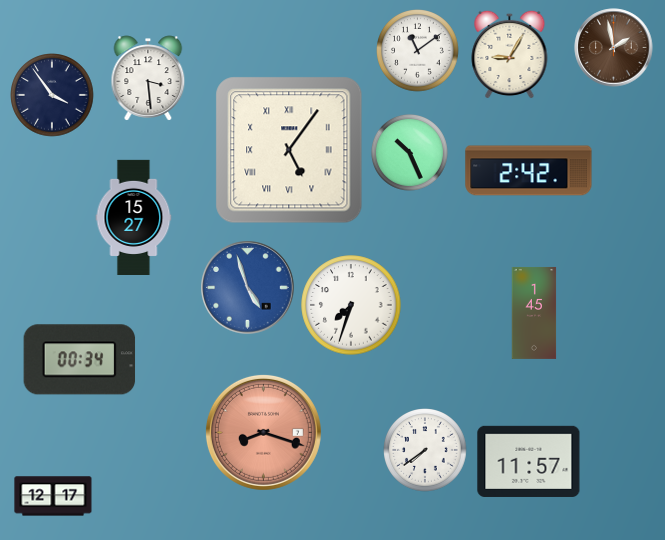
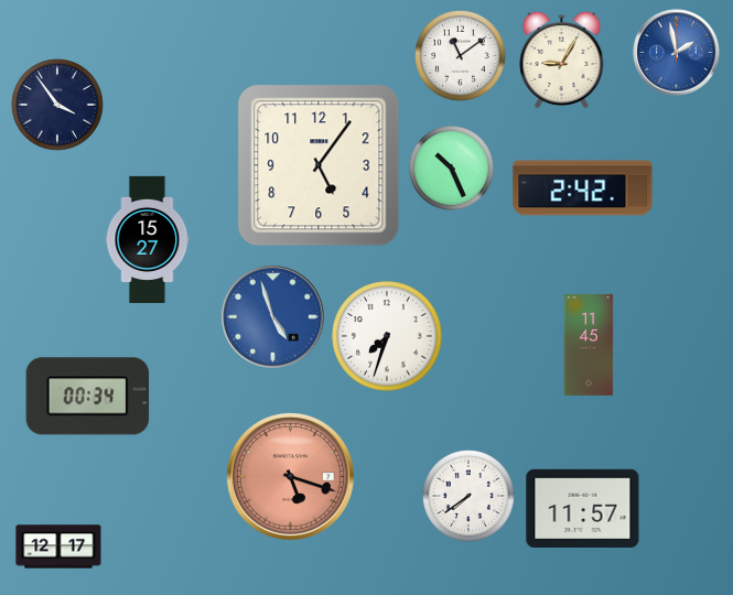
clock at (614, 48) dial: brown -> blue
clock at (148, 78): 3:29 -> none
clock at (289, 150) numerals: Roman -> Arabic
clock at (534, 313): 1:45 -> 11:45
clock at (263, 432): 8:18 -> 5:18
